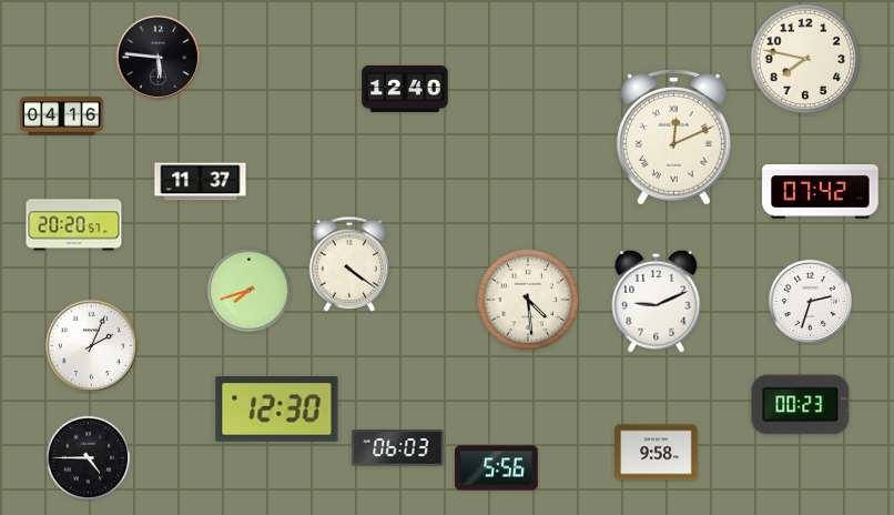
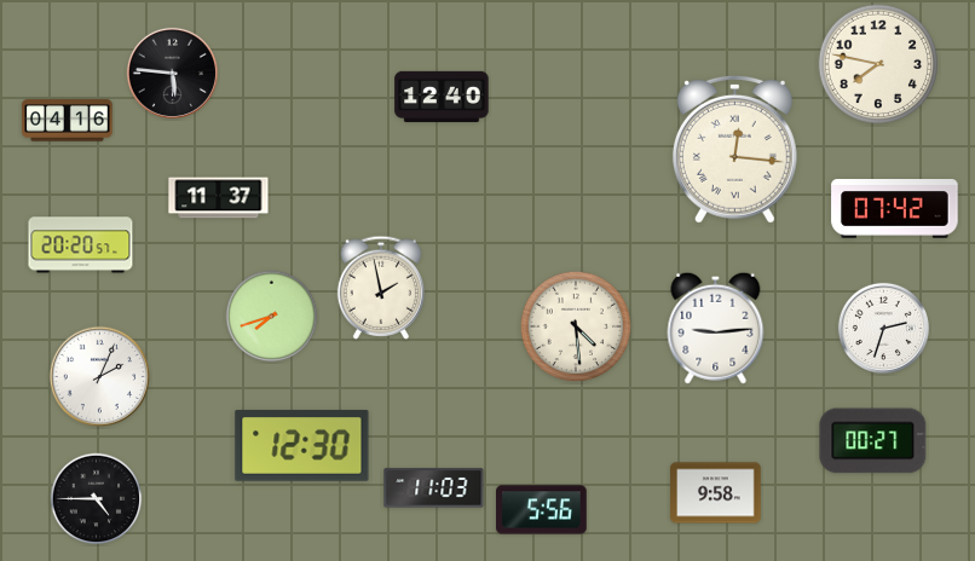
clock at (158, 57) position: (158, 57) -> (172, 73)
clock at (62, 117) position: (62, 117) -> (68, 121)
clock at (673, 137): 12:11 -> 12:16
clock at (348, 264): 4:21 -> 1:58
clock at (657, 301): 9:11 -> 9:14
clock at (801, 405): 00:23 -> 00:27
clock at (398, 448): 06:03 -> 11:03
